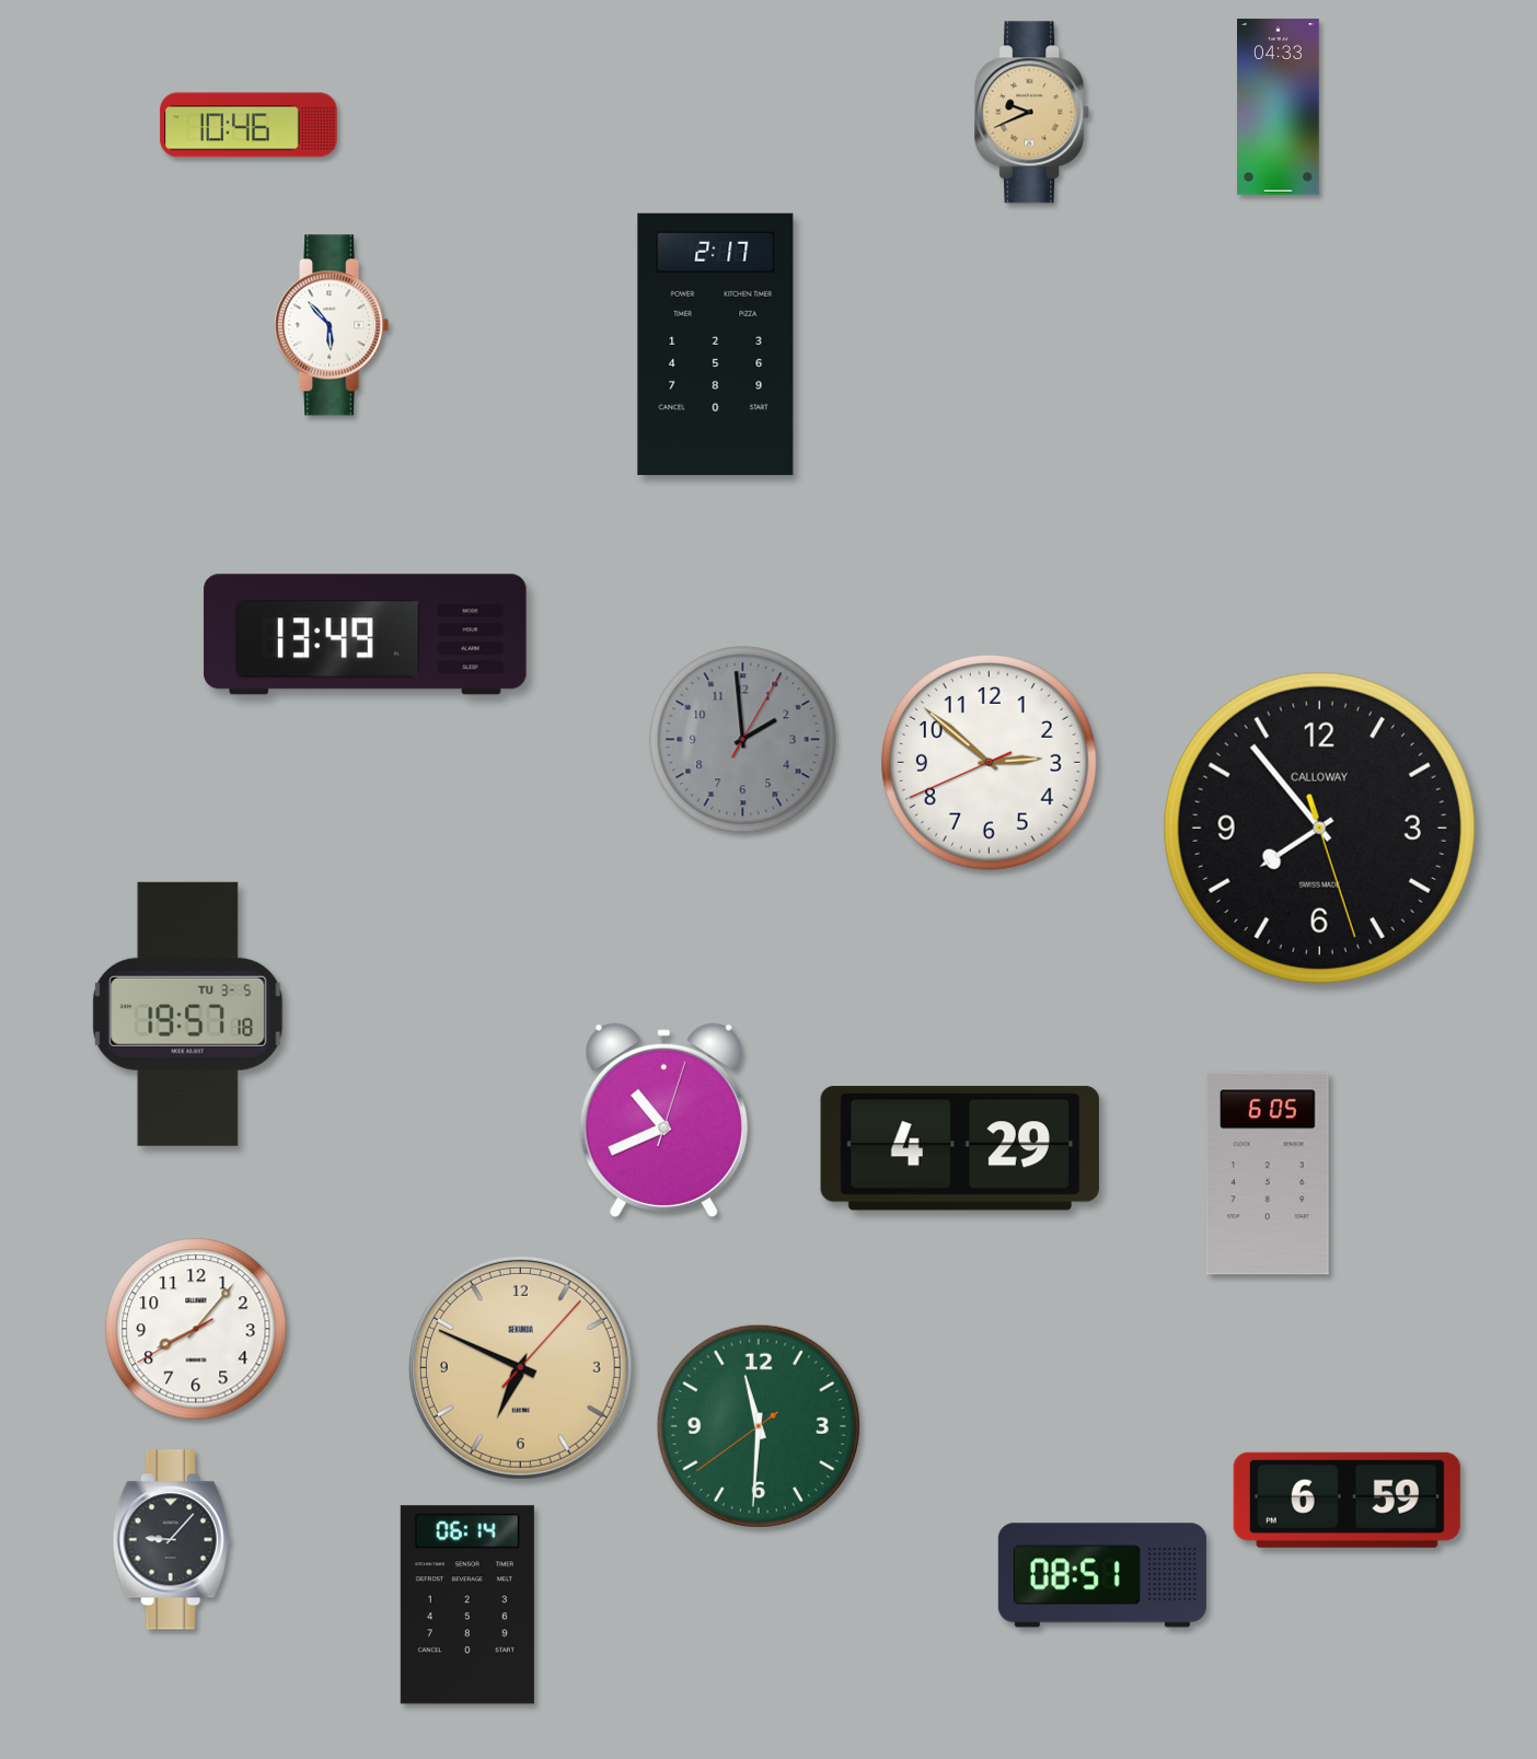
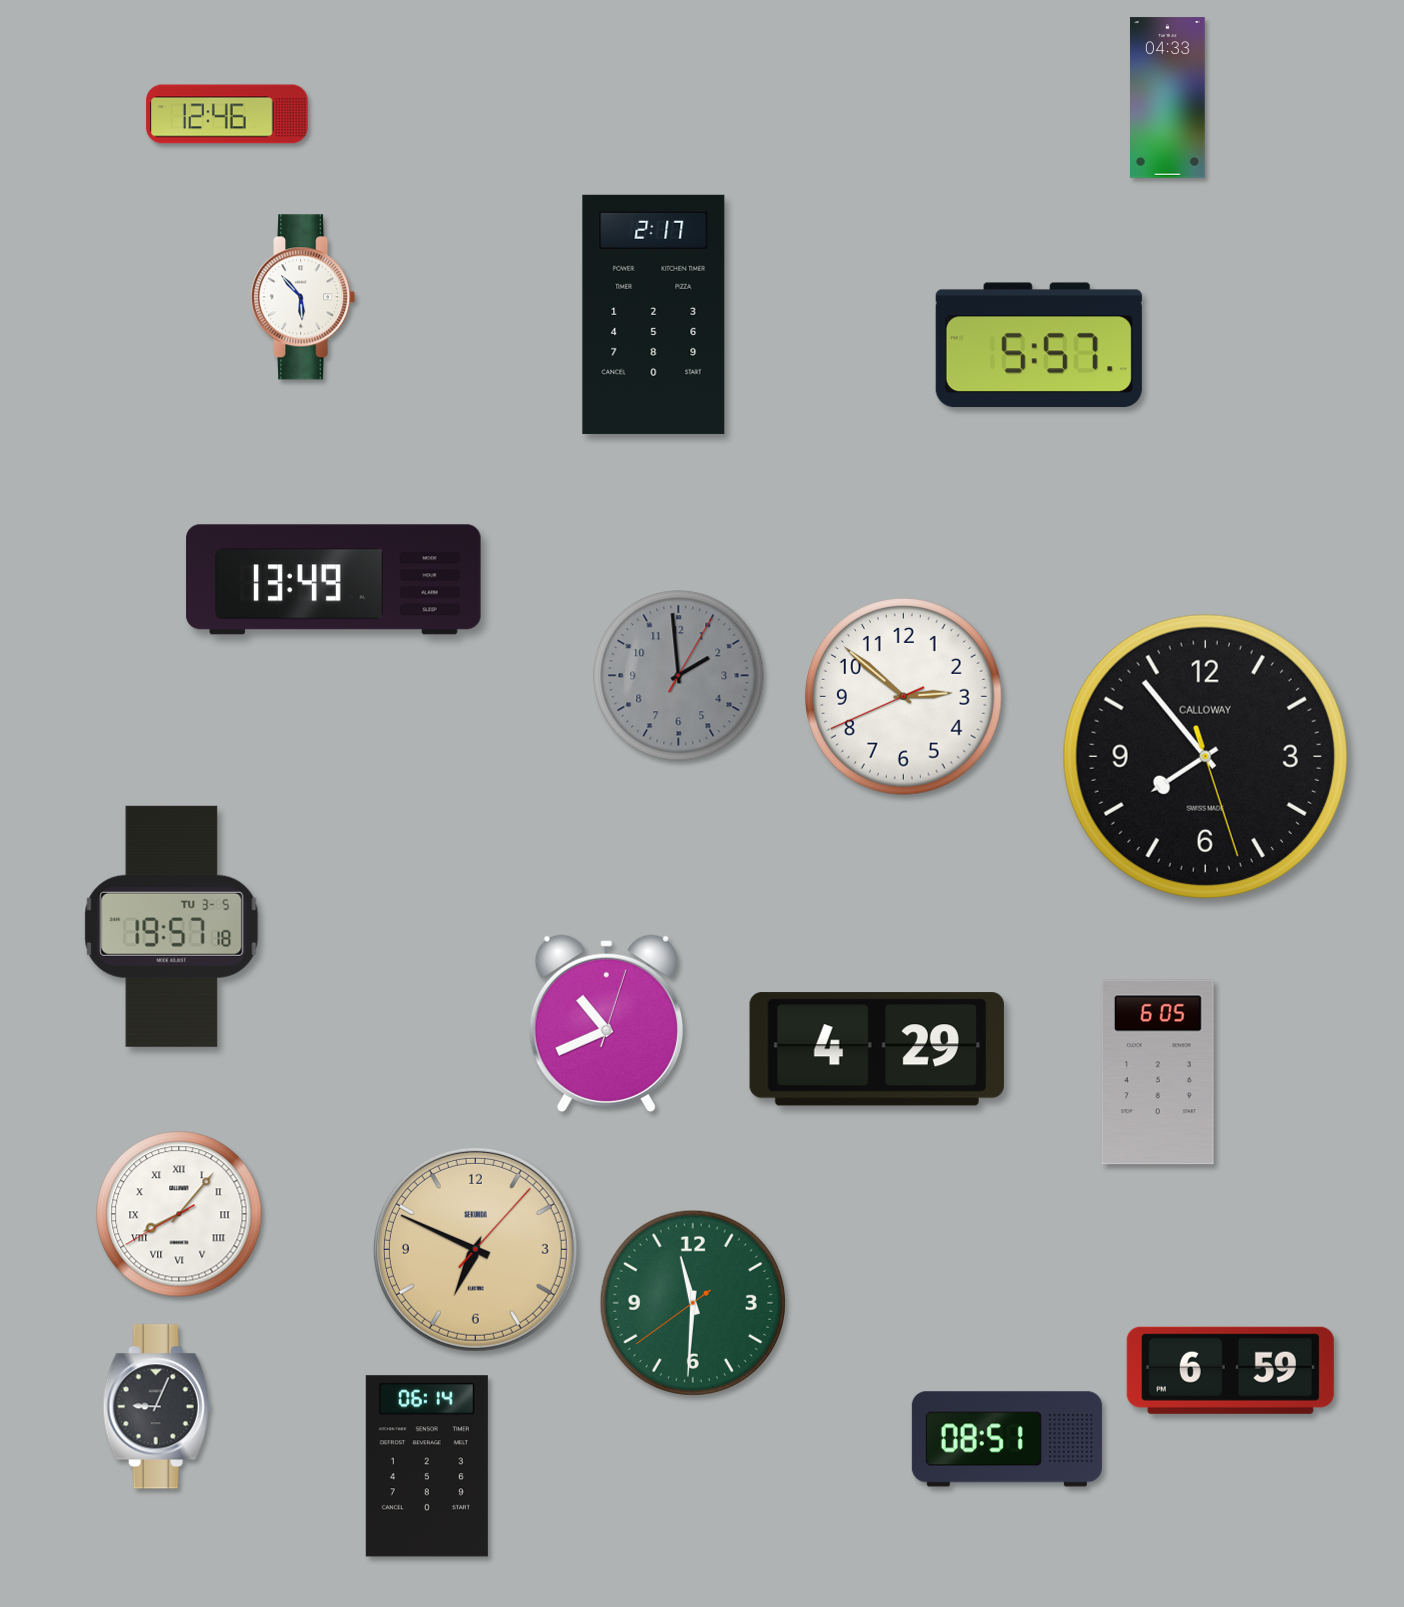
clock at (1032, 113): 9:41 -> none
clock at (249, 125): 10:46 -> 12:46
clock at (1039, 345): none -> 5:57
clock at (196, 1329) numerals: Arabic -> Roman
clock at (171, 1540): 9:07 -> 9:04
